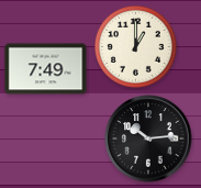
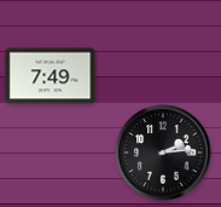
clock at (136, 47): 1:00 -> none
clock at (148, 139): 10:14 -> 2:14
